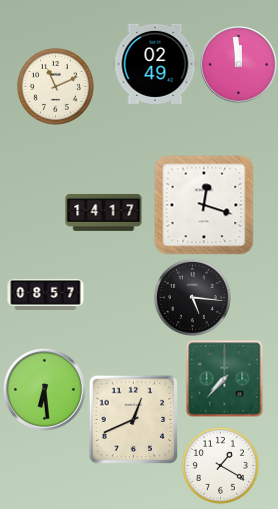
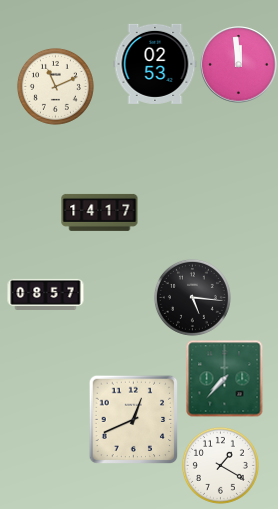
clock at (155, 64): 02:49 -> 02:53
clock at (204, 205): 12:18 -> none
clock at (104, 212) position: (104, 212) -> (100, 212)
clock at (45, 390): 6:29 -> none
